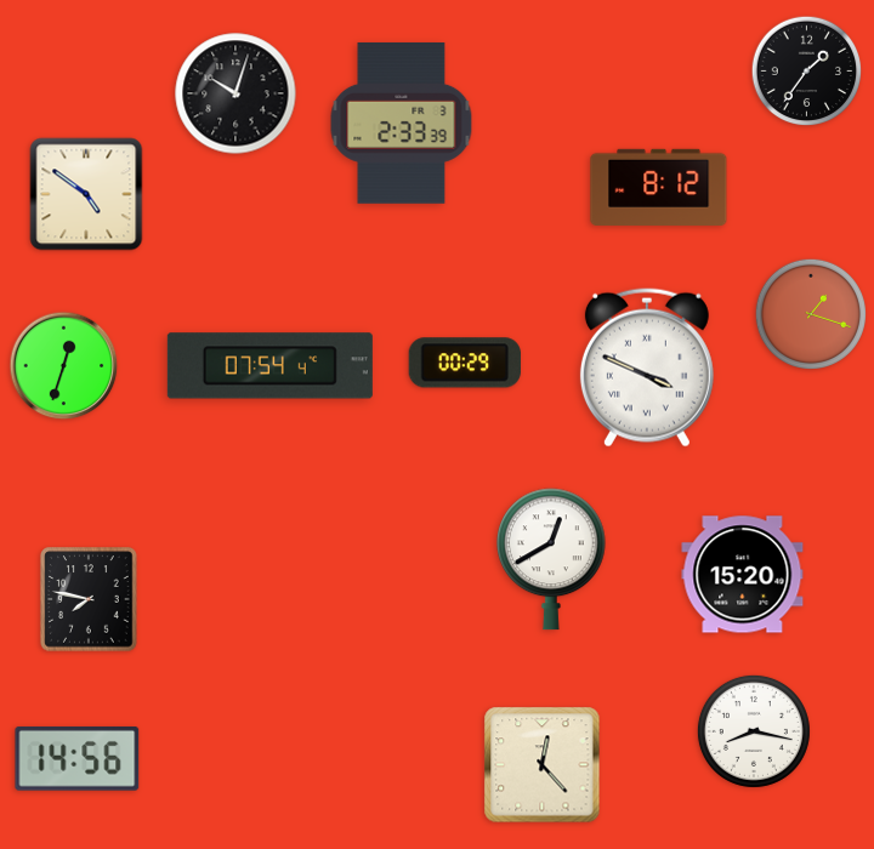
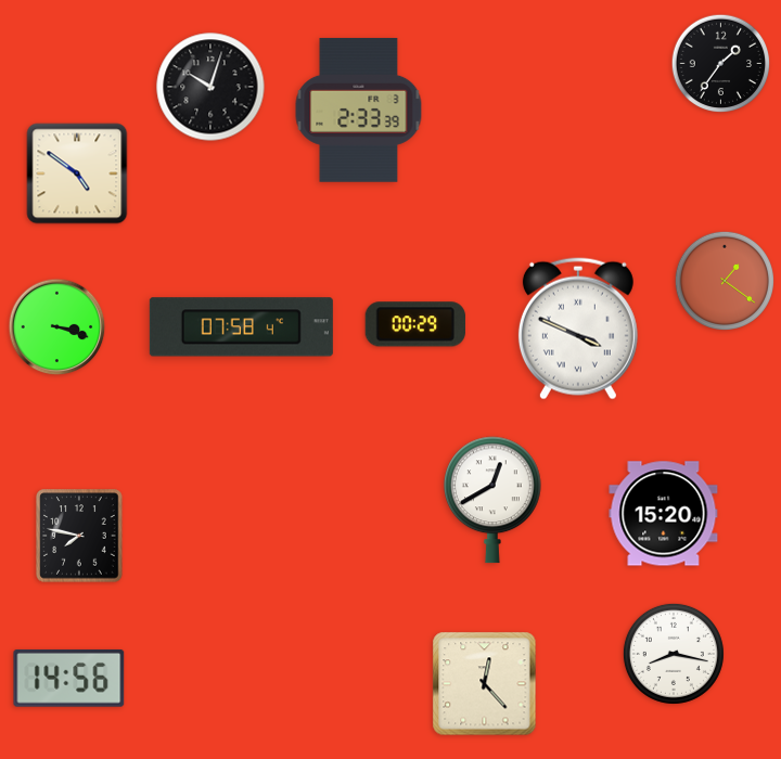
clock at (235, 93) position: (235, 93) -> (210, 87)
clock at (659, 187): 8:12 -> none
clock at (810, 313): 1:18 -> 1:21
clock at (64, 366): 12:33 -> 3:18
clock at (269, 366): 07:54 -> 07:58
